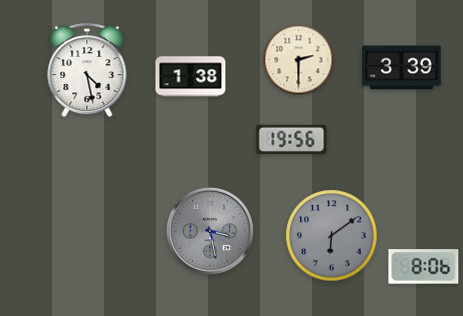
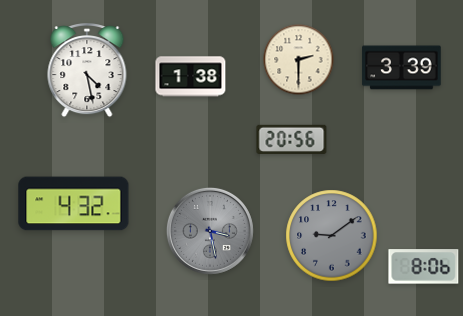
clock at (292, 139): 19:56 -> 20:56
clock at (74, 204): none -> 4:32
clock at (332, 236): 6:09 -> 9:09
